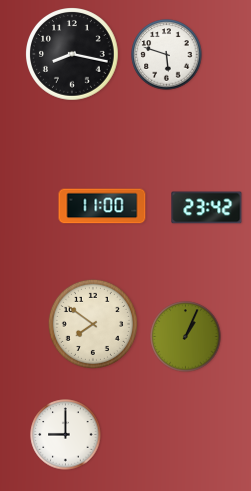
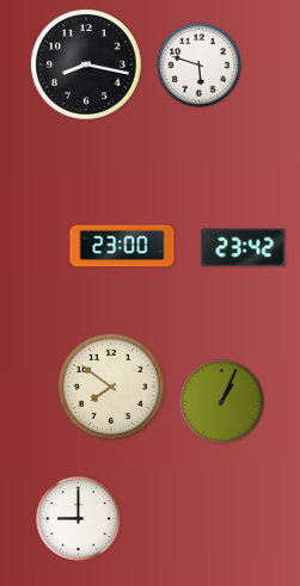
clock at (102, 206): 11:00 -> 23:00
clock at (207, 208) position: (207, 208) -> (244, 248)
